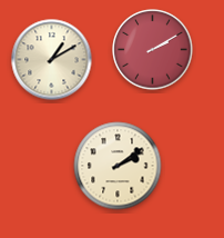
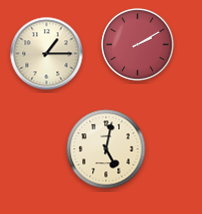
clock at (52, 60): 1:10 -> 1:15
clock at (118, 166): 2:09 -> 5:02
